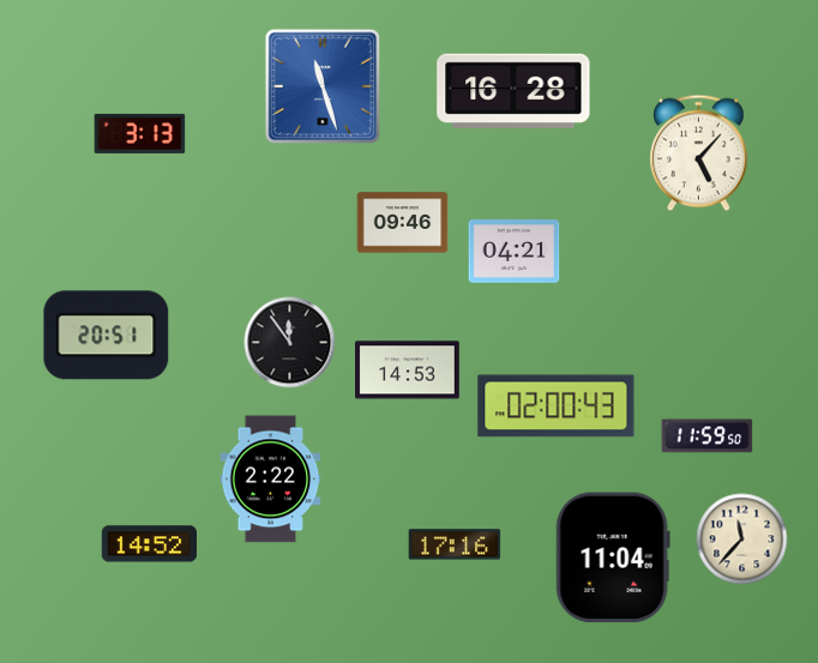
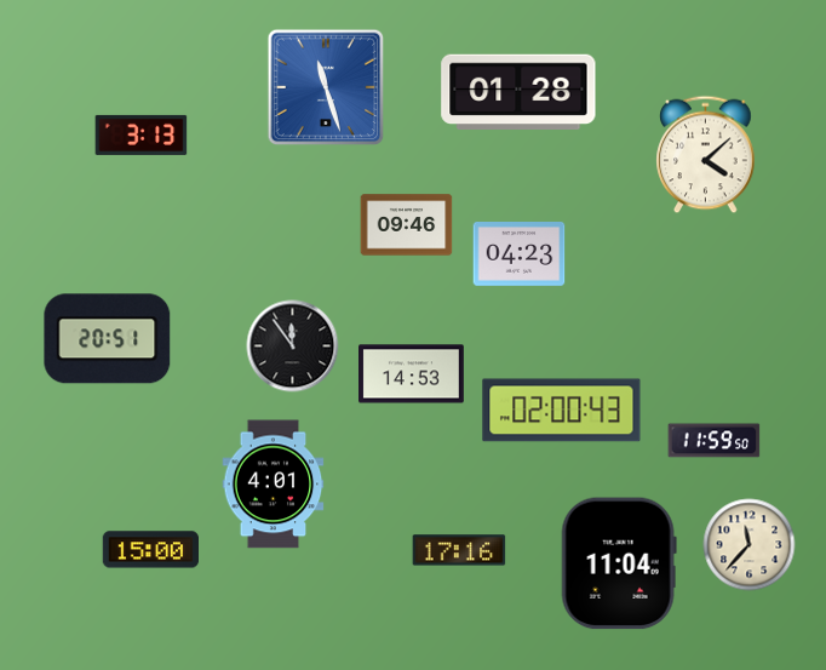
clock at (513, 91): 16:28 -> 01:28
clock at (699, 153): 5:07 -> 4:08
clock at (515, 252): 04:21 -> 04:23
clock at (271, 480): 2:22 -> 4:01
clock at (149, 544): 14:52 -> 15:00
